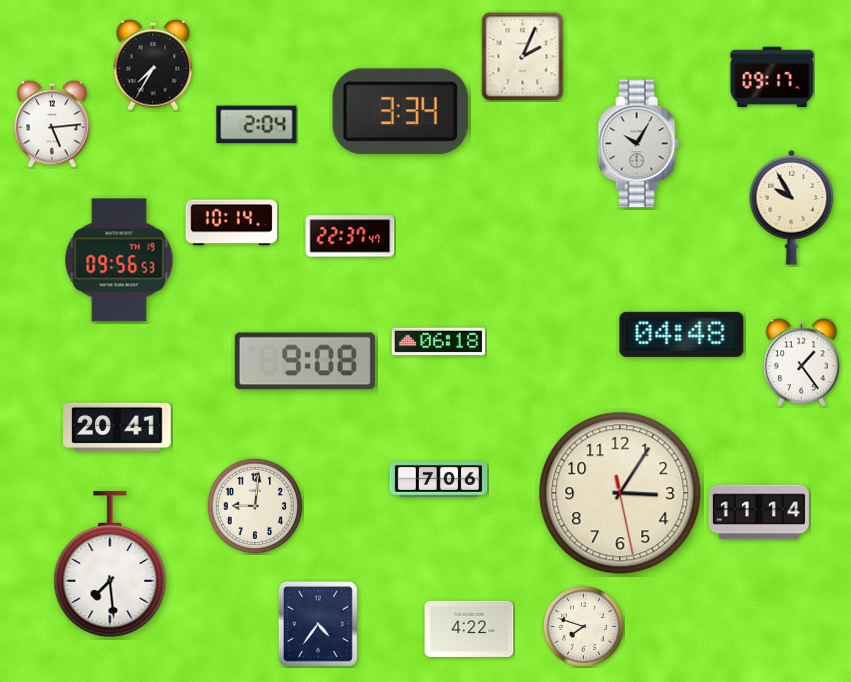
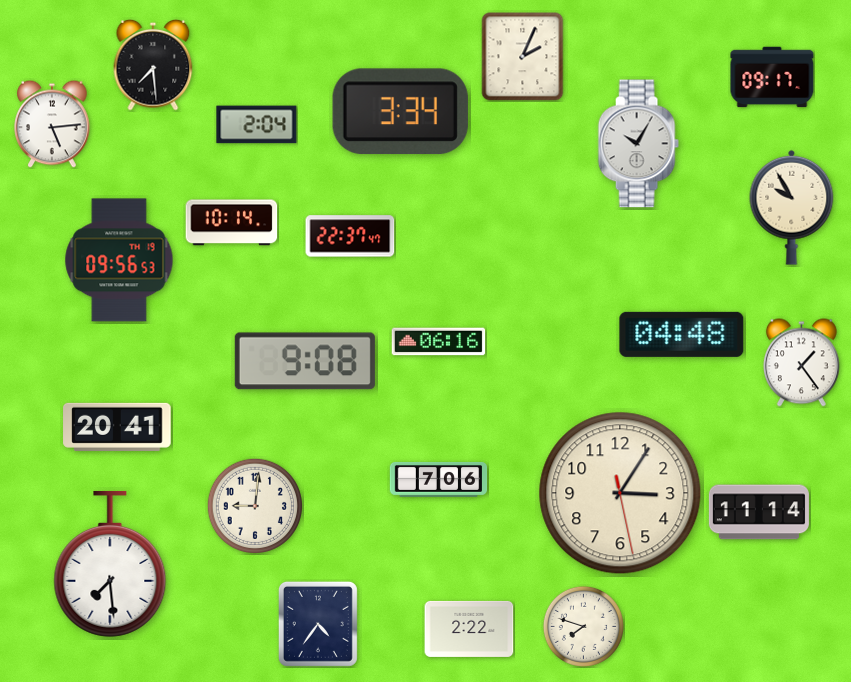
clock at (153, 65): 7:35 -> 7:29
clock at (439, 342): 06:18 -> 06:16
clock at (469, 629): 4:22 -> 2:22
